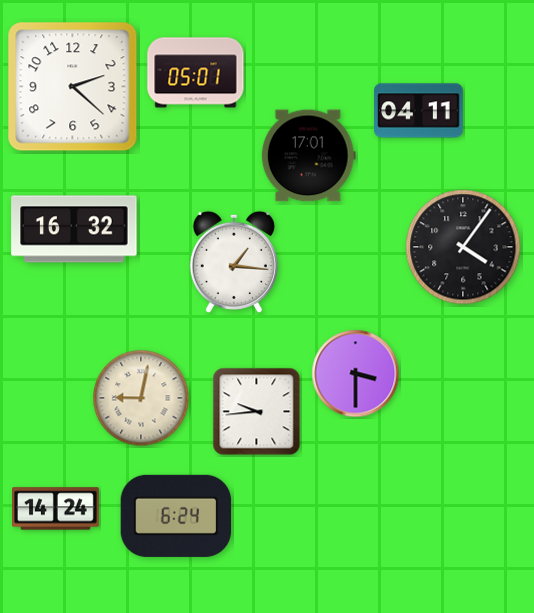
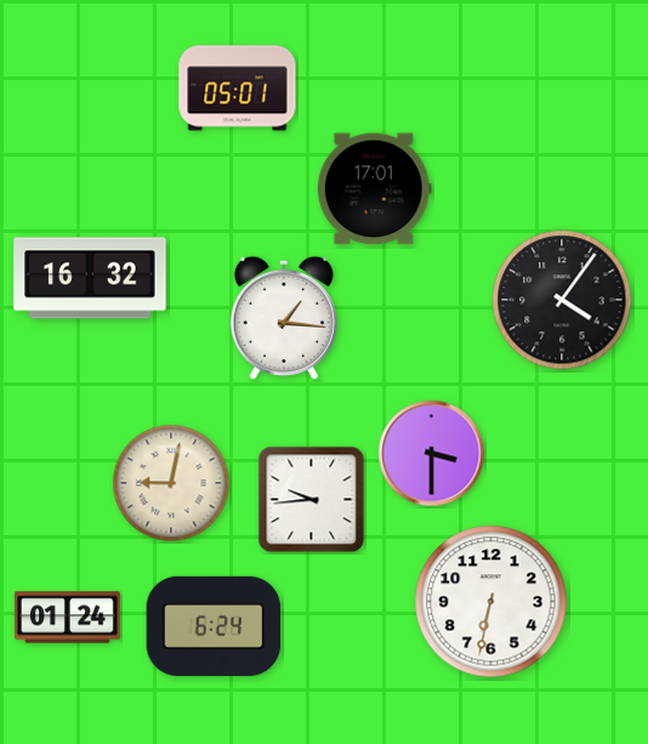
clock at (73, 87): 2:22 -> none
clock at (419, 111): 04:11 -> none
clock at (491, 602): none -> 6:32
clock at (56, 509): 14:24 -> 01:24
